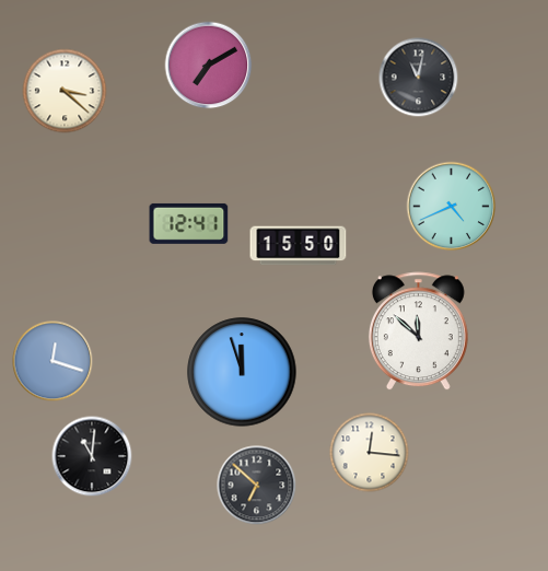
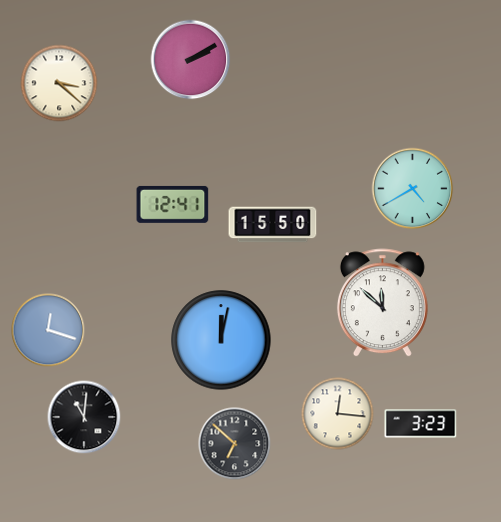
clock at (209, 66): 7:10 -> 2:10
clock at (419, 78): 11:02 -> none
clock at (452, 207): 4:41 -> 4:40
clock at (242, 372): 11:57 -> 12:02
clock at (421, 424): none -> 3:23
